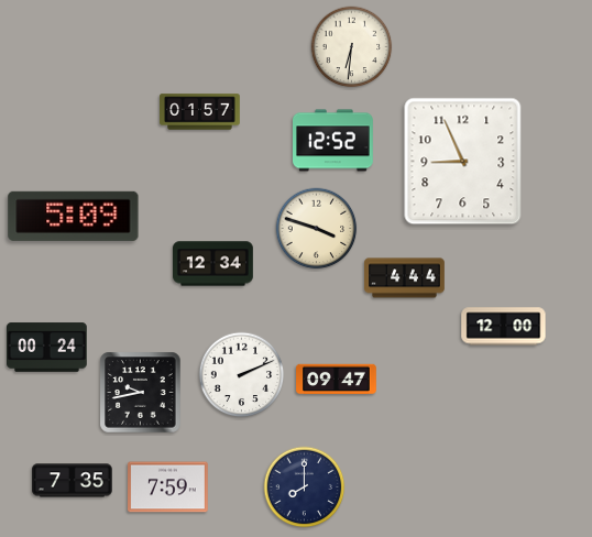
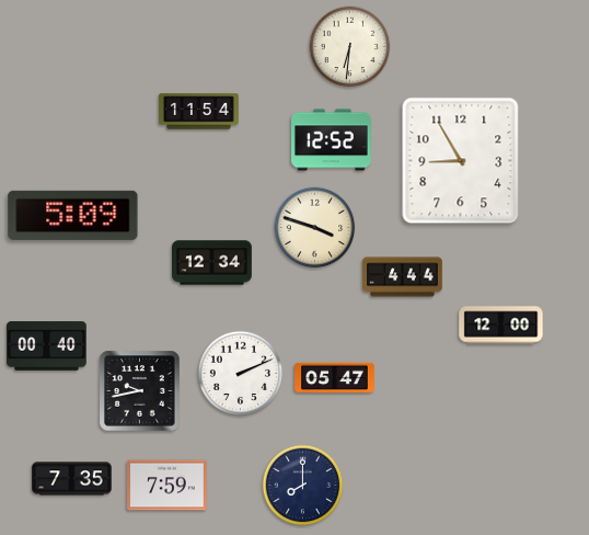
clock at (200, 112): 01:57 -> 11:54
clock at (463, 162): 8:56 -> 8:55
clock at (47, 348): 00:24 -> 00:40
clock at (337, 380): 09:47 -> 05:47
